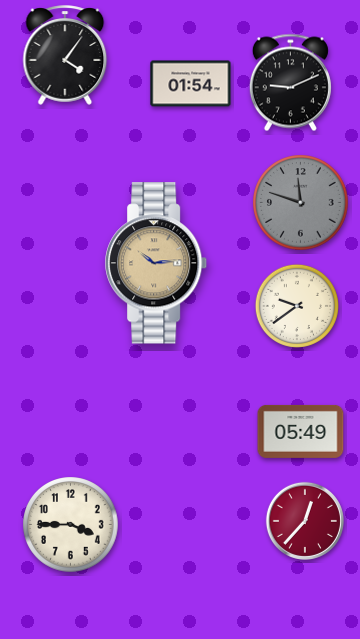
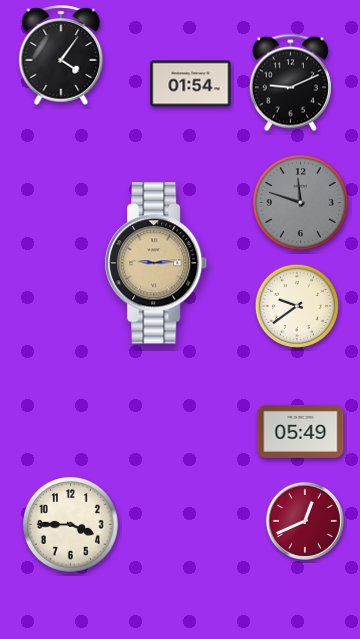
clock at (65, 55) position: (65, 55) -> (61, 55)
clock at (157, 263): 10:14 -> 9:14
clock at (305, 521): 12:37 -> 12:41
